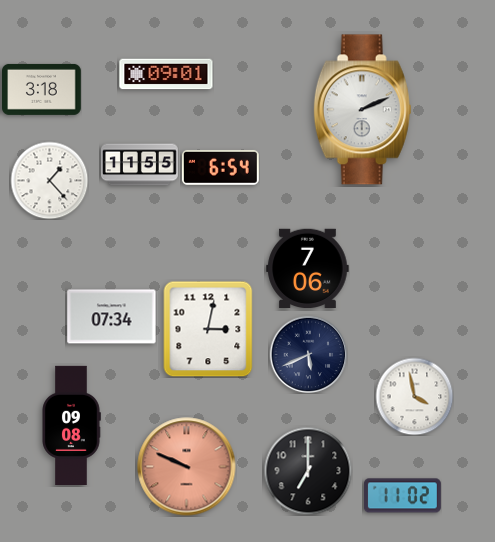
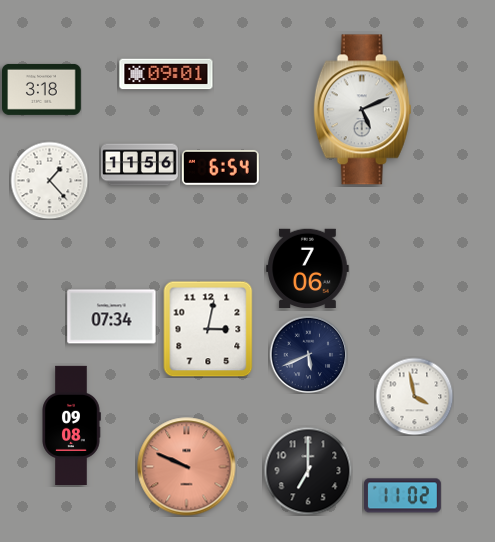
clock at (362, 110): 2:11 -> 5:11
clock at (140, 165): 11:55 -> 11:56
